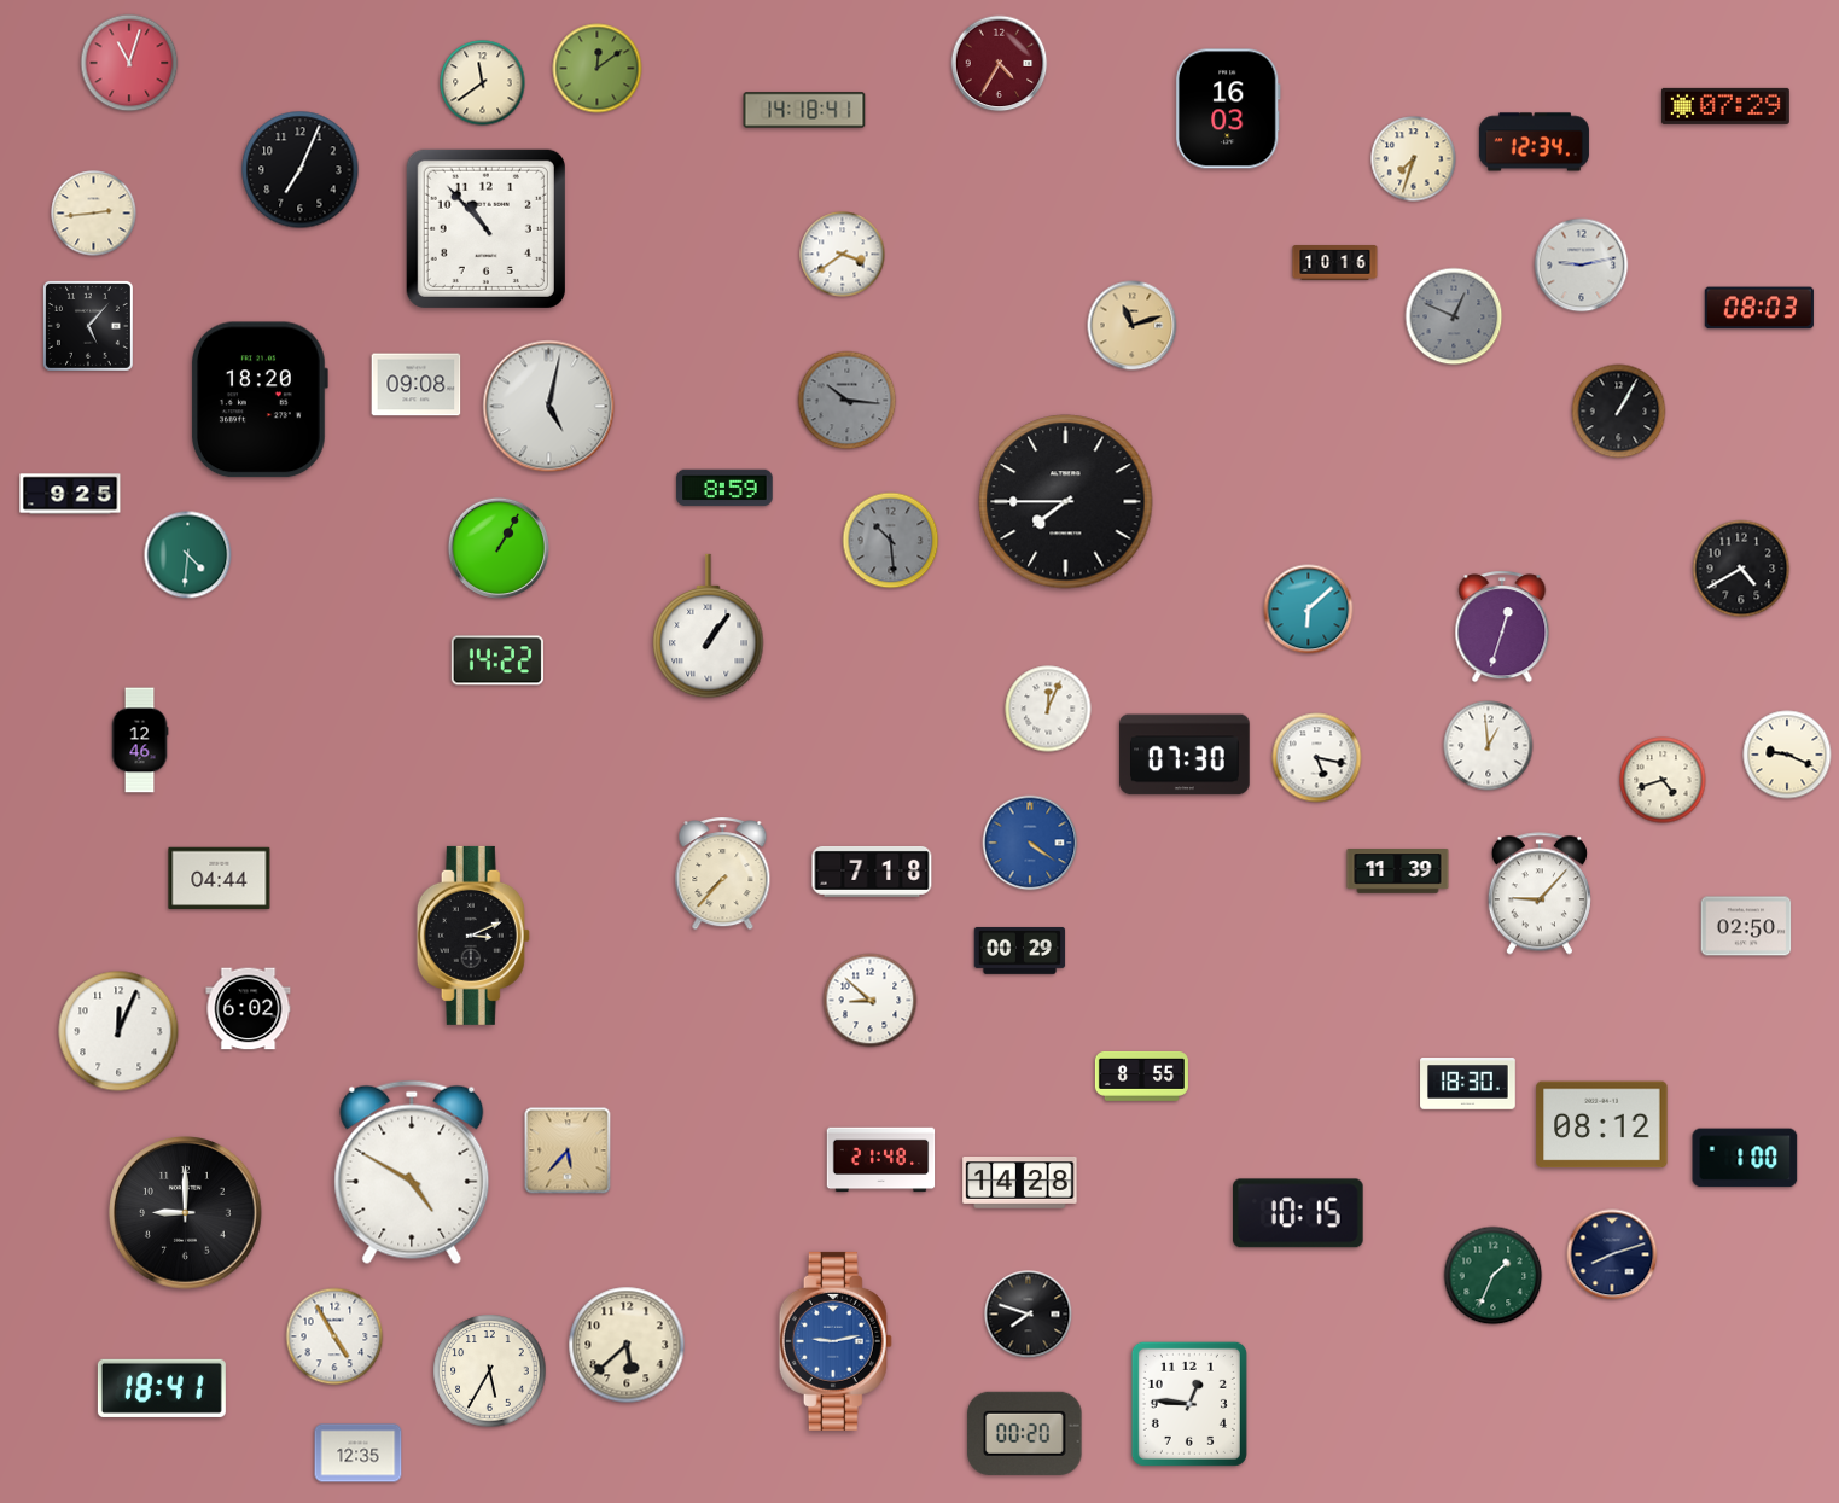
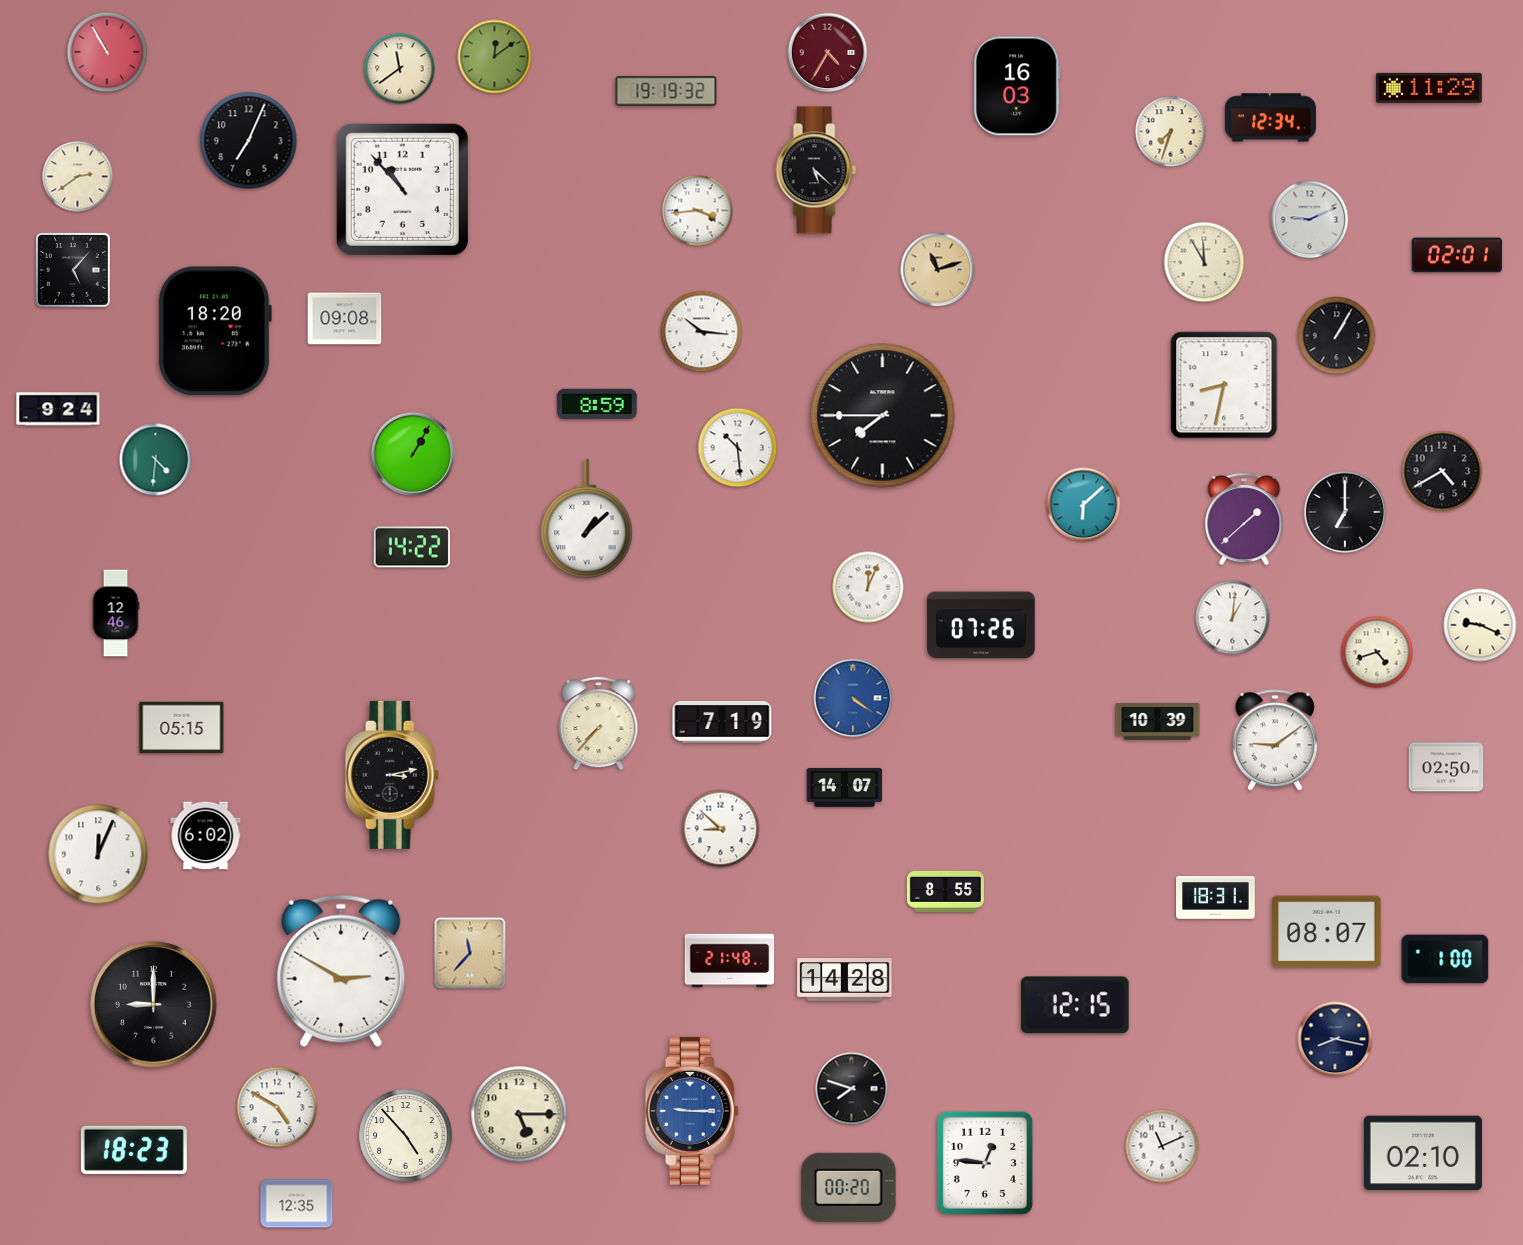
clock at (129, 63): 11:03 -> 10:55
clock at (1725, 106): 07:29 -> 11:29
clock at (1228, 109) position: (1228, 109) -> (1017, 86)
clock at (804, 110): 14:18 -> 19:19
clock at (816, 170): none -> 5:22
clock at (94, 214): 2:44 -> 2:39
clock at (843, 255): 3:39 -> 3:44
clock at (1335, 263): 10:16 -> none
clock at (1582, 266): 9:13 -> 9:11
clock at (1759, 308): 08:03 -> 02:01
clock at (1454, 316): 12:49 -> 11:55
clock at (1454, 316) dial: grey -> cream
clock at (848, 401) dial: grey -> white
clock at (549, 407): 5:02 -> none
clock at (1619, 412) position: (1619, 412) -> (1337, 336)
clock at (1224, 385): none -> 8:32
clock at (724, 488) position: (724, 488) -> (597, 404)
clock at (70, 494): 9:25 -> 9:24
clock at (891, 541) dial: grey -> white
clock at (1345, 512): none -> 7:00
clock at (709, 627): 1:06 -> 1:08
clock at (1502, 627): 12:33 -> 1:38
clock at (1489, 746): 12:59 -> 1:01
clock at (1185, 755): 07:30 -> 07:26
clock at (1317, 758): 5:17 -> none
clock at (1663, 780) position: (1663, 780) -> (1377, 652)
clock at (872, 872): 7:18 -> 7:19
clock at (1398, 872): 11:39 -> 10:39
clock at (220, 879): 04:44 -> 05:15
clock at (1540, 893): 9:07 -> 9:09
clock at (473, 936): 3:11 -> 3:13
clock at (1020, 950): 00:29 -> 14:07
clock at (1468, 1084): 18:30 -> 18:31
clock at (1602, 1125): 08:12 -> 08:07
clock at (568, 1150): 5:37 -> 11:37
clock at (412, 1172): 4:50 -> 2:50
clock at (1298, 1213): 10:15 -> 12:15
clock at (1612, 1254): 8:12 -> 8:17
clock at (1494, 1276): 1:34 -> none
clock at (334, 1336): 4:55 -> 4:50
clock at (836, 1341): 9:13 -> 9:15
clock at (627, 1345): 5:38 -> 5:15
clock at (490, 1371): 5:35 -> 4:53
clock at (1162, 1146): none -> 11:11
clock at (162, 1388): 18:41 -> 18:23
clock at (1423, 1153): none -> 02:10
